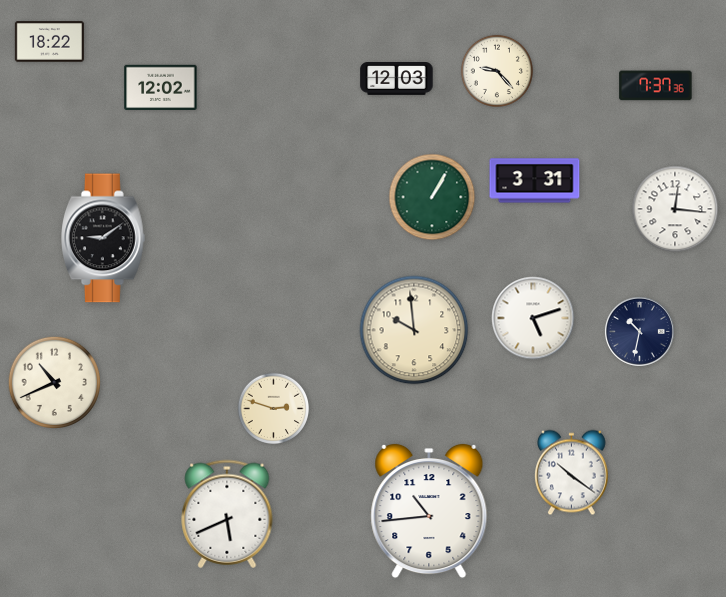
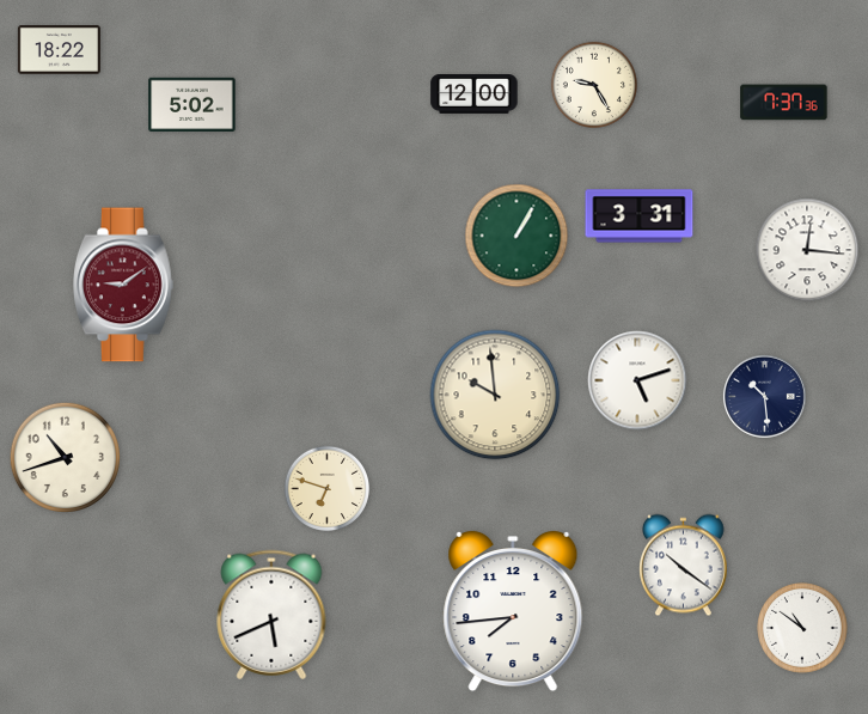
clock at (497, 71): 9:23 -> 9:25
clock at (397, 79): 12:03 -> 12:00
clock at (161, 87): 12:02 -> 5:02
clock at (104, 238) dial: black -> burgundy
clock at (639, 331): 10:32 -> 10:29
clock at (54, 382): 10:41 -> 10:42
clock at (274, 409): 2:48 -> 6:48
clock at (429, 511): 10:44 -> 7:44
clock at (802, 628): none -> 10:51
